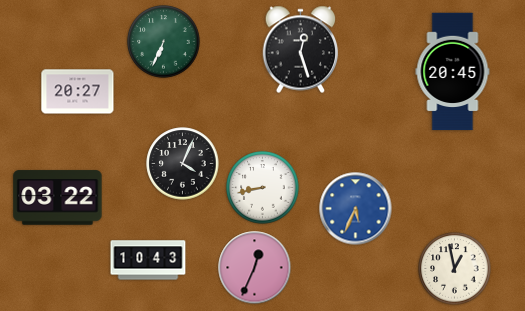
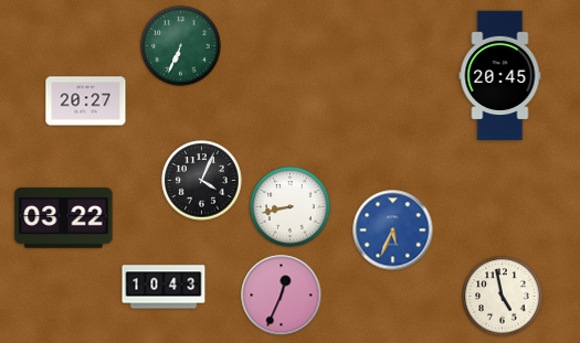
clock at (301, 50): 12:27 -> none
clock at (453, 72) position: (453, 72) -> (500, 76)
clock at (455, 269): 12:58 -> 4:58
